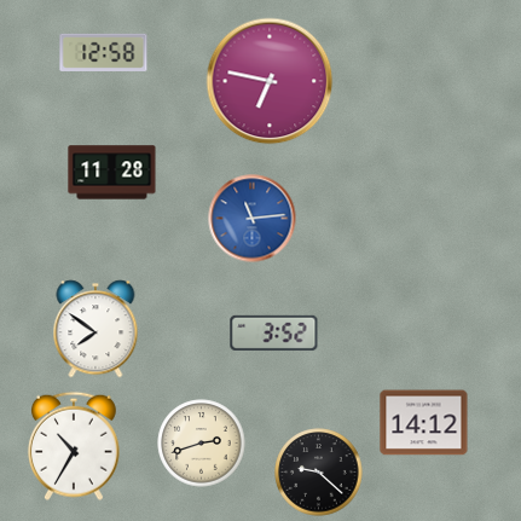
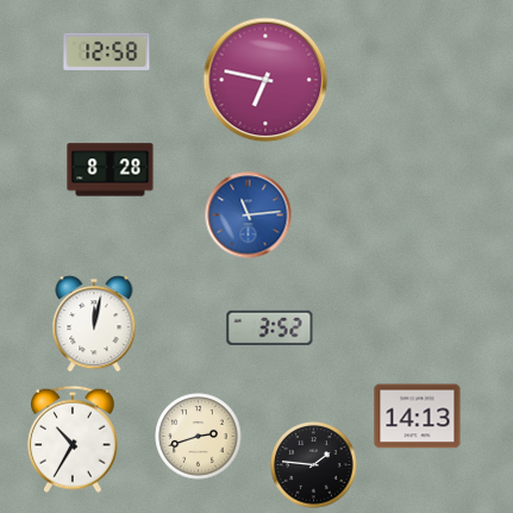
clock at (104, 52) position: (104, 52) -> (107, 51)
clock at (112, 173): 11:28 -> 8:28
clock at (95, 329): 7:51 -> 12:02
clock at (424, 423): 14:12 -> 14:13
clock at (319, 473): 9:22 -> 1:46
